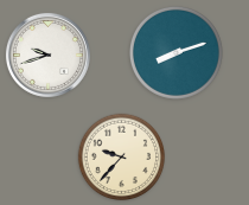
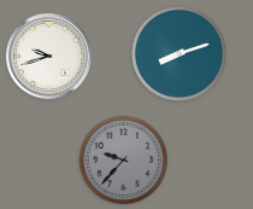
clock at (122, 158) dial: cream -> grey
